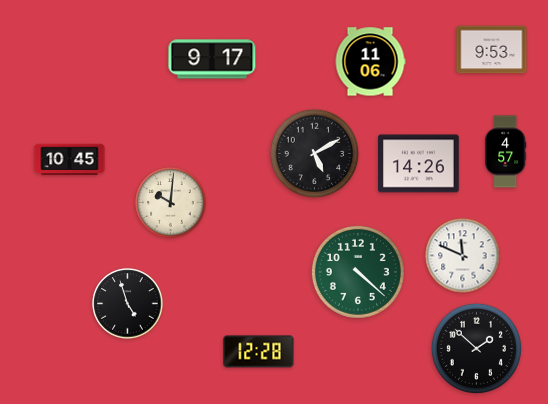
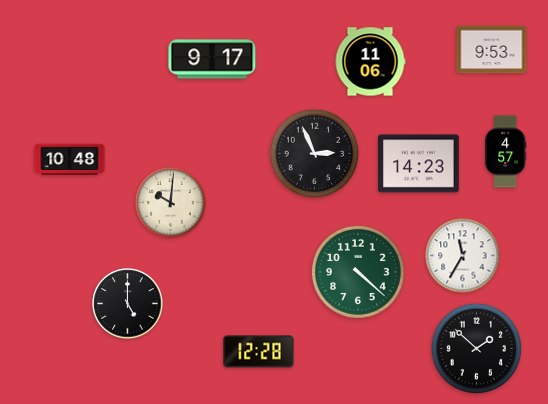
clock at (315, 154): 5:10 -> 2:56
clock at (70, 160): 10:45 -> 10:48
clock at (419, 164): 14:26 -> 14:23
clock at (463, 256): 11:49 -> 11:35
clock at (128, 304): 4:57 -> 5:00
